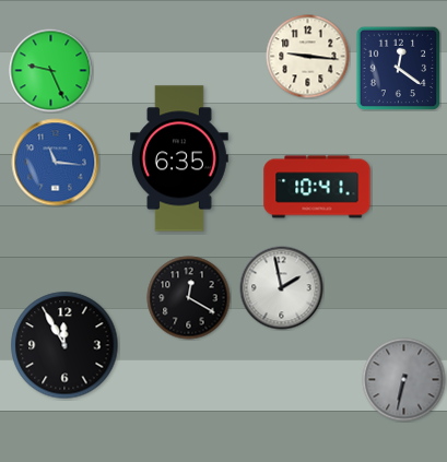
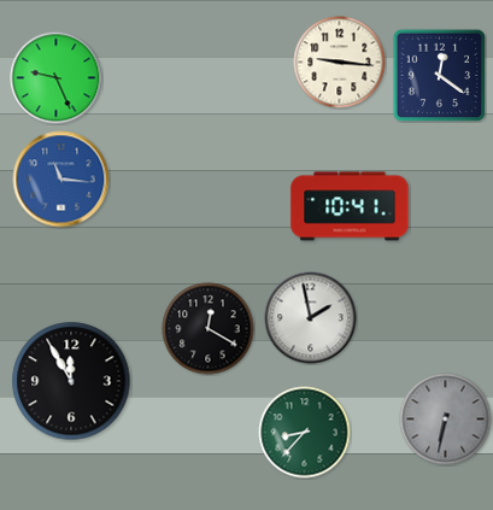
clock at (180, 158): 6:35 -> none
clock at (305, 433): none -> 8:37
